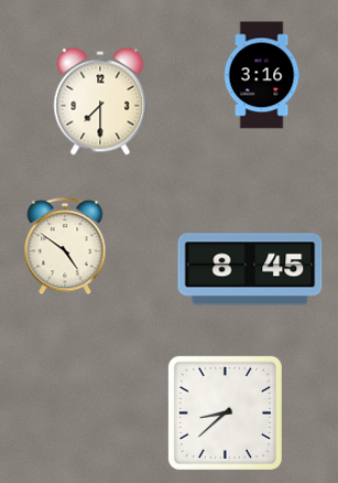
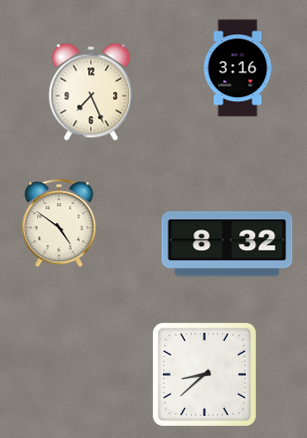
clock at (100, 101): 7:30 -> 7:26
clock at (250, 269): 8:45 -> 8:32
